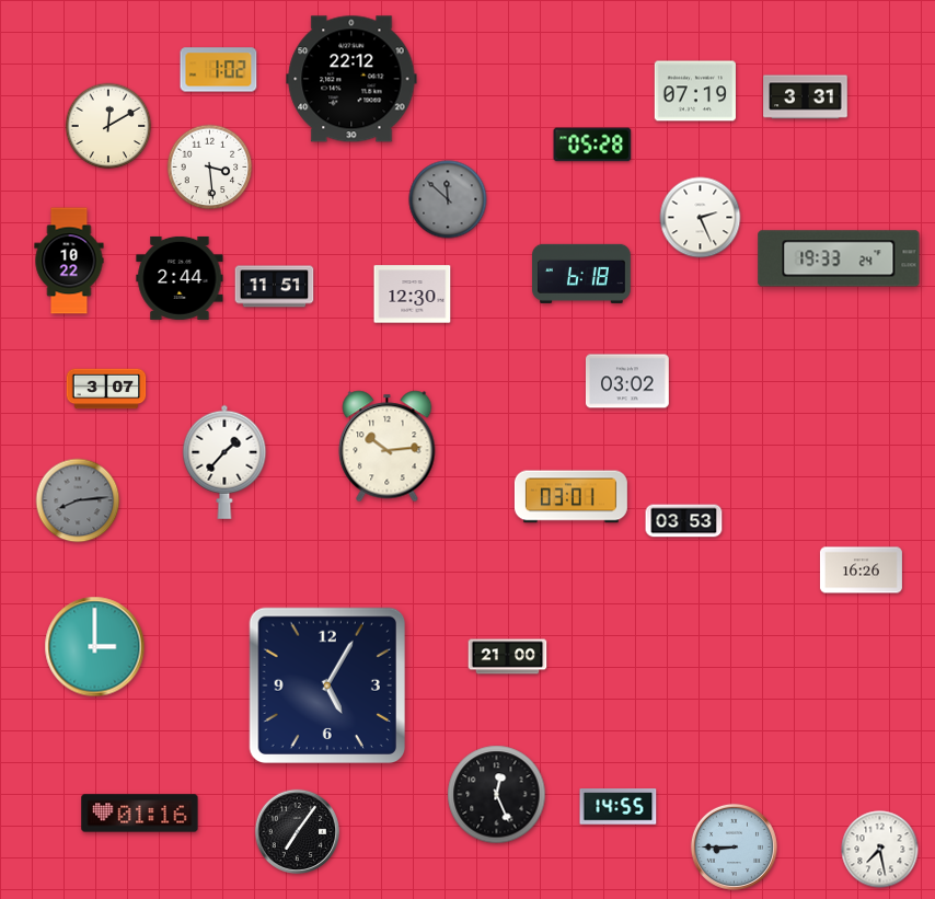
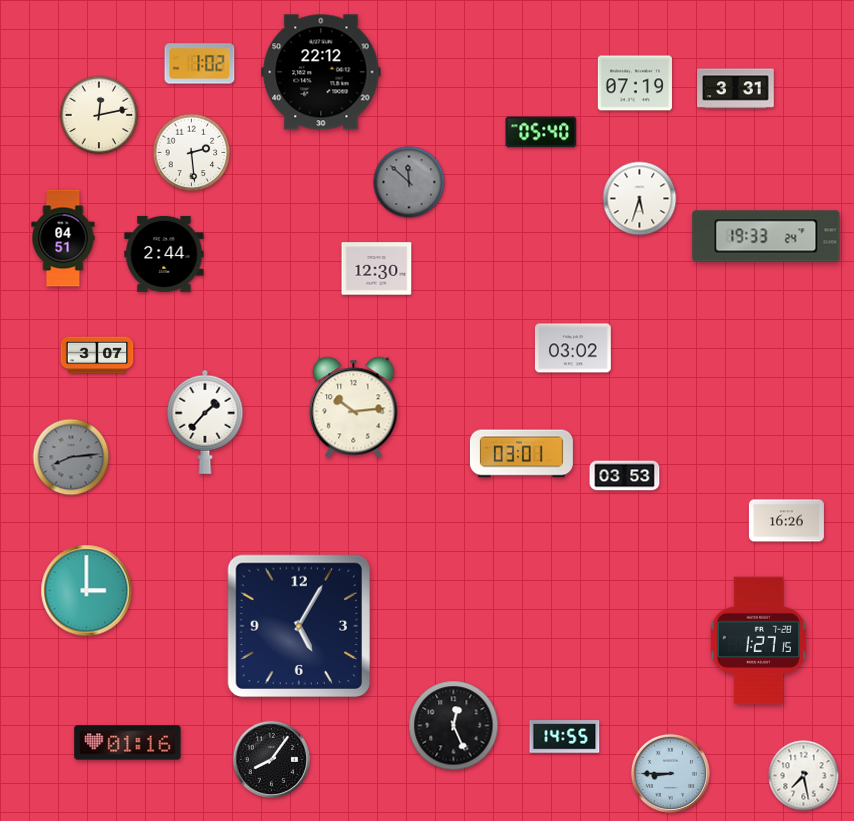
clock at (108, 126): 12:10 -> 12:13
clock at (592, 145): 05:28 -> 05:40
clock at (210, 168): 3:29 -> 2:29
clock at (701, 218): 2:26 -> 5:33
clock at (69, 261): 10:22 -> 04:51
clock at (582, 274): 6:18 -> none
clock at (275, 287): 11:51 -> none
clock at (508, 657): 21:00 -> none
clock at (758, 641): none -> 1:27
clock at (298, 832): 7:06 -> 8:06
